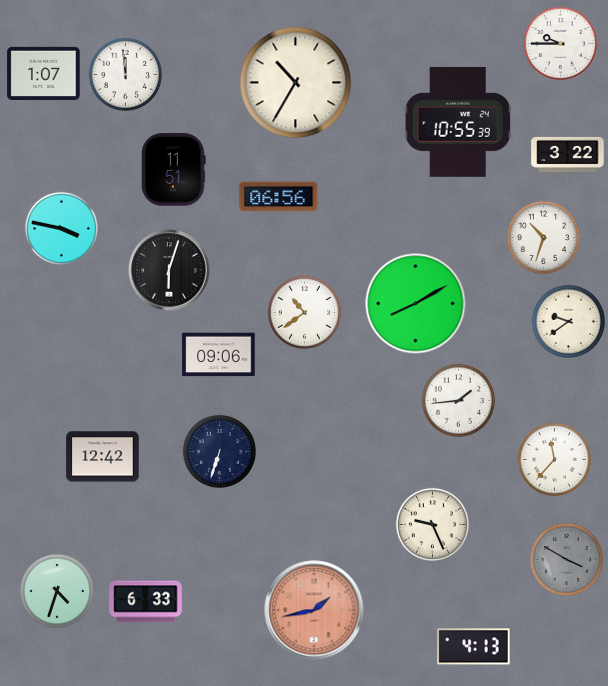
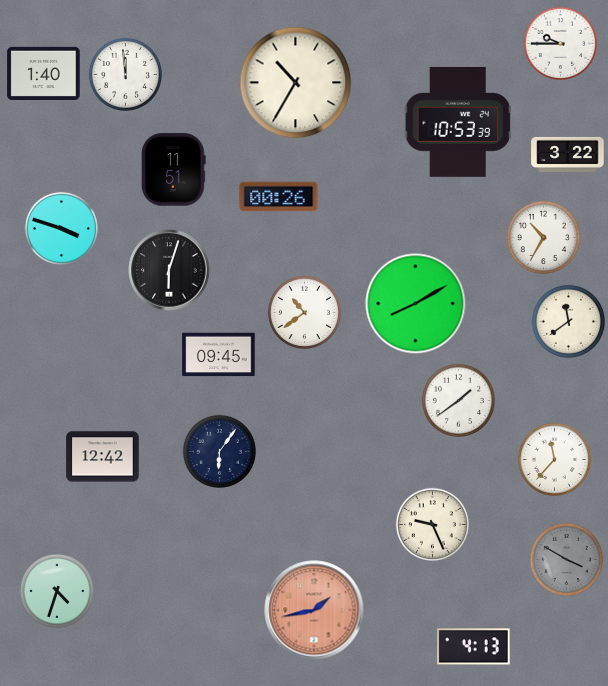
clock at (44, 73): 1:07 -> 1:40
clock at (458, 122): 10:55 -> 10:53
clock at (279, 197): 06:56 -> 00:26
clock at (61, 228): 3:47 -> 3:48
clock at (543, 237): 10:33 -> 10:35
clock at (568, 321): 9:39 -> 11:39
clock at (219, 355): 09:06 -> 09:45
clock at (458, 400): 1:44 -> 1:39
clock at (219, 451): 6:33 -> 6:06
clock at (146, 602): 6:33 -> none
